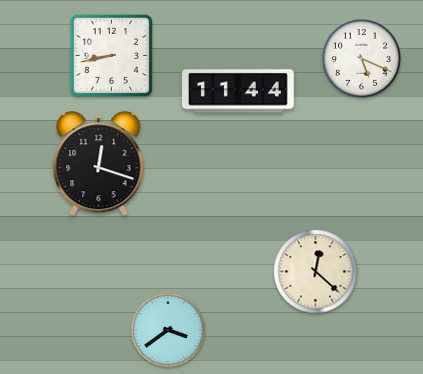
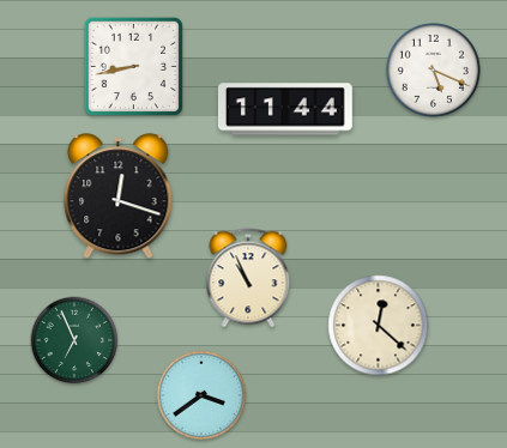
clock at (248, 278): none -> 10:56
clock at (74, 340): none -> 6:56
